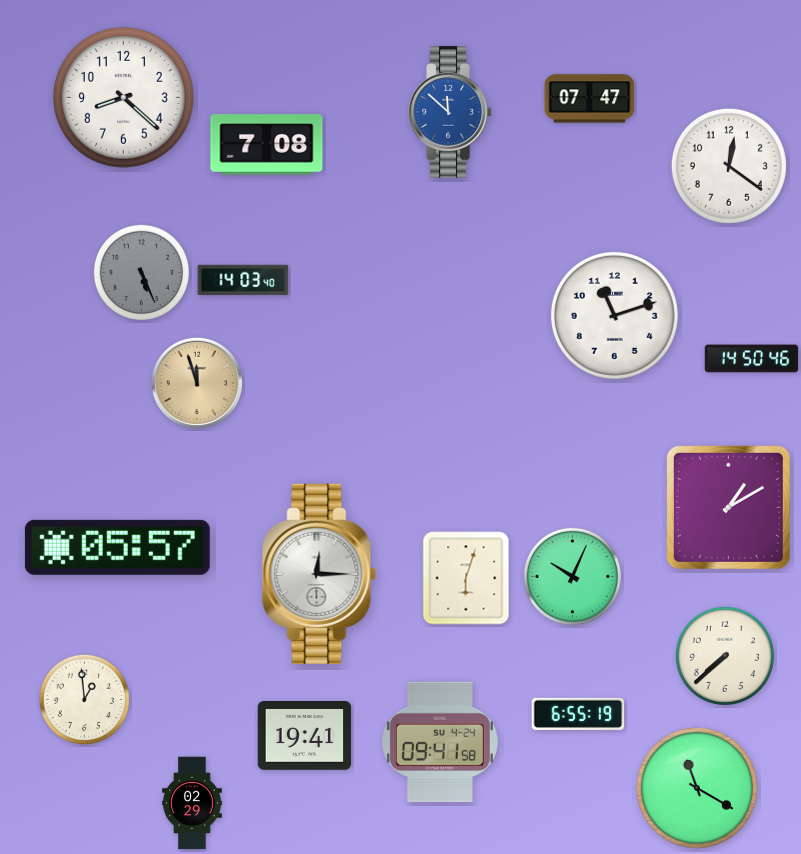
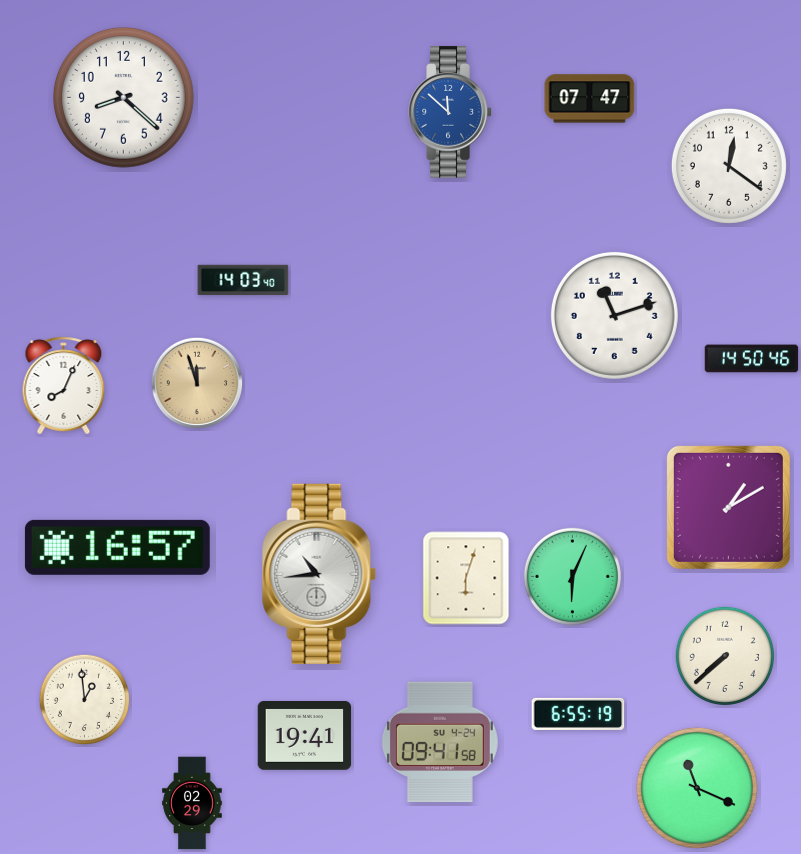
clock at (267, 145): 7:08 -> none
clock at (141, 272): 5:26 -> none
clock at (64, 386): none -> 8:04
clock at (117, 547): 05:57 -> 16:57
clock at (319, 574): 12:15 -> 10:44
clock at (572, 576): 10:04 -> 6:04
clock at (697, 788): 11:20 -> 11:19
